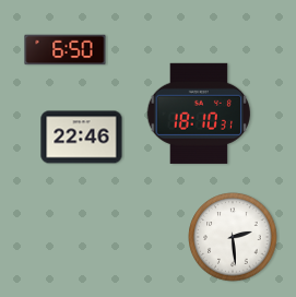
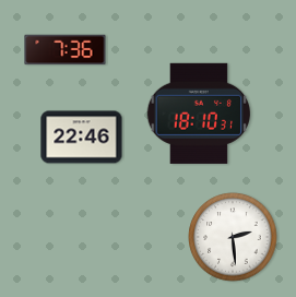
clock at (66, 50): 6:50 -> 7:36
